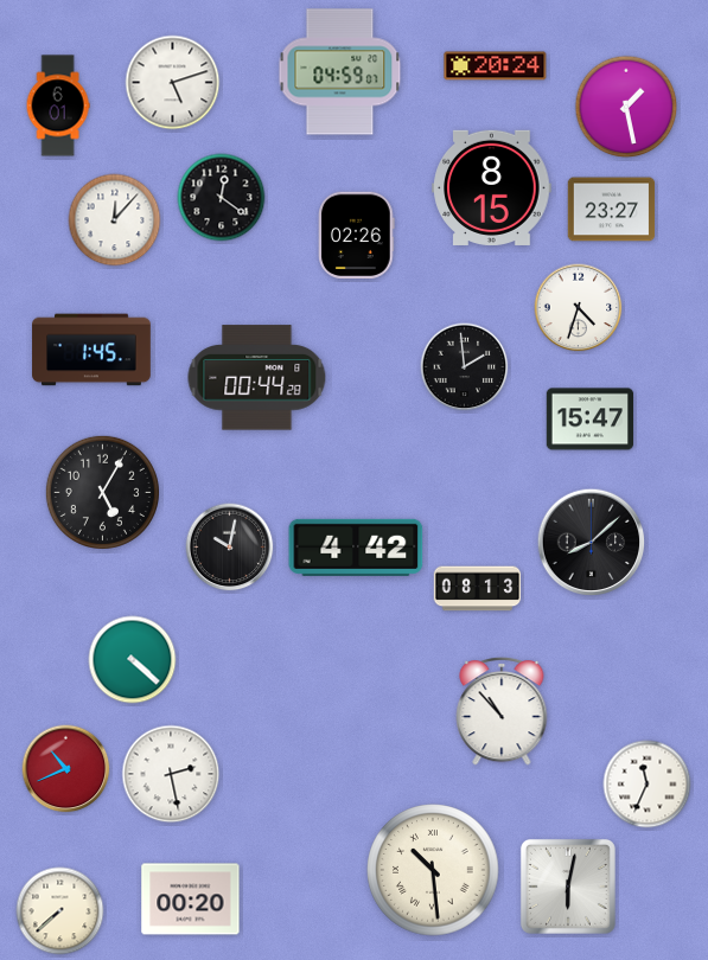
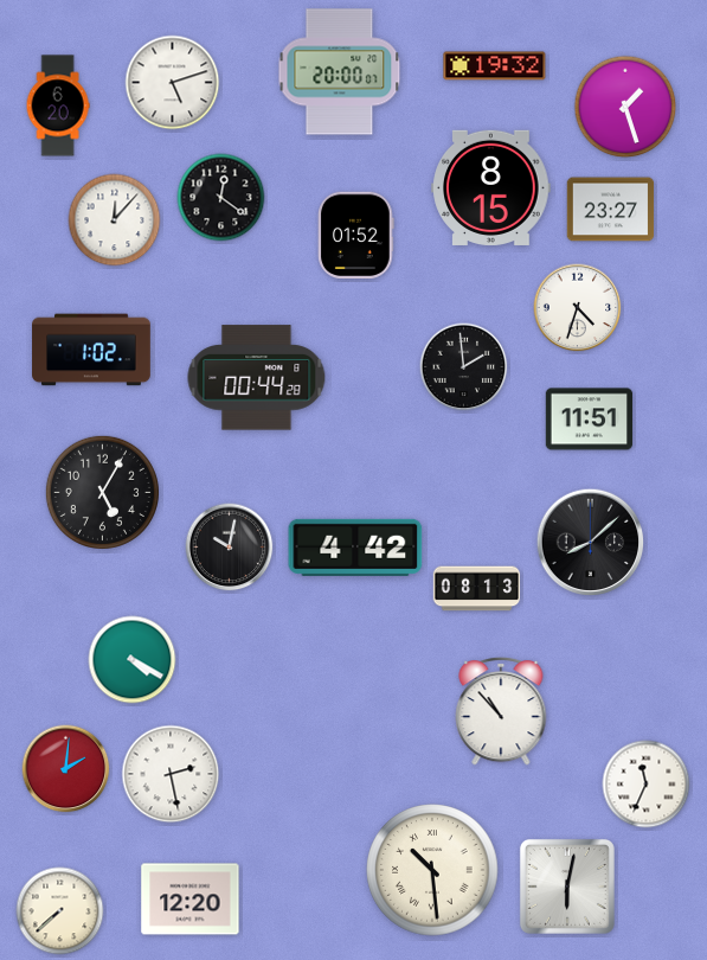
clock at (496, 66): 20:24 -> 19:32
clock at (340, 72): 04:59 -> 20:00
clock at (58, 105): 6:01 -> 6:20
clock at (626, 107): 1:28 -> 1:27
clock at (357, 235): 02:26 -> 01:52
clock at (91, 350): 1:45 -> 1:02
clock at (591, 420): 15:47 -> 11:51
clock at (133, 660): 4:22 -> 4:20
clock at (66, 769): 10:41 -> 2:01
clock at (191, 900): 00:20 -> 12:20
